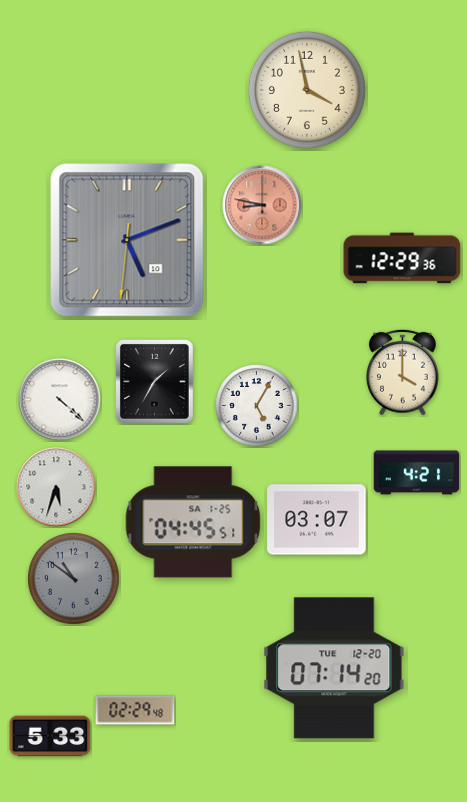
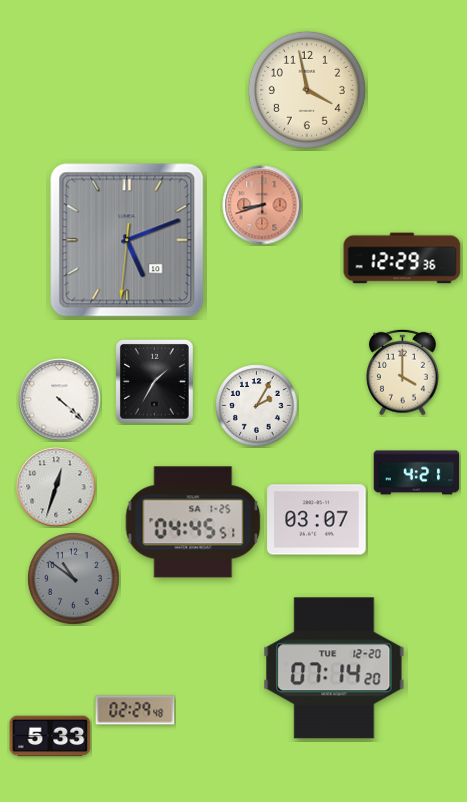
clock at (262, 205): 8:47 -> 8:42
clock at (257, 406): 5:05 -> 2:05
clock at (56, 487): 5:33 -> 12:33
